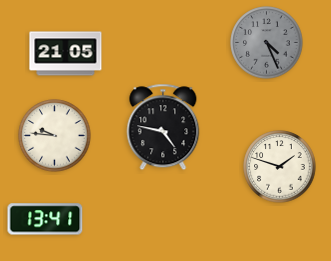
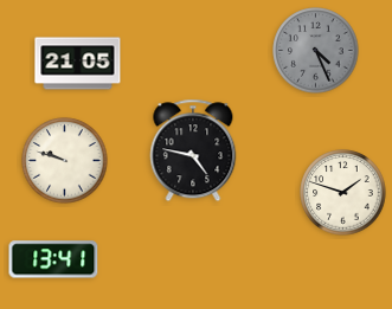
clock at (55, 136): 9:46 -> 9:48
clock at (280, 167) position: (280, 167) -> (343, 193)
